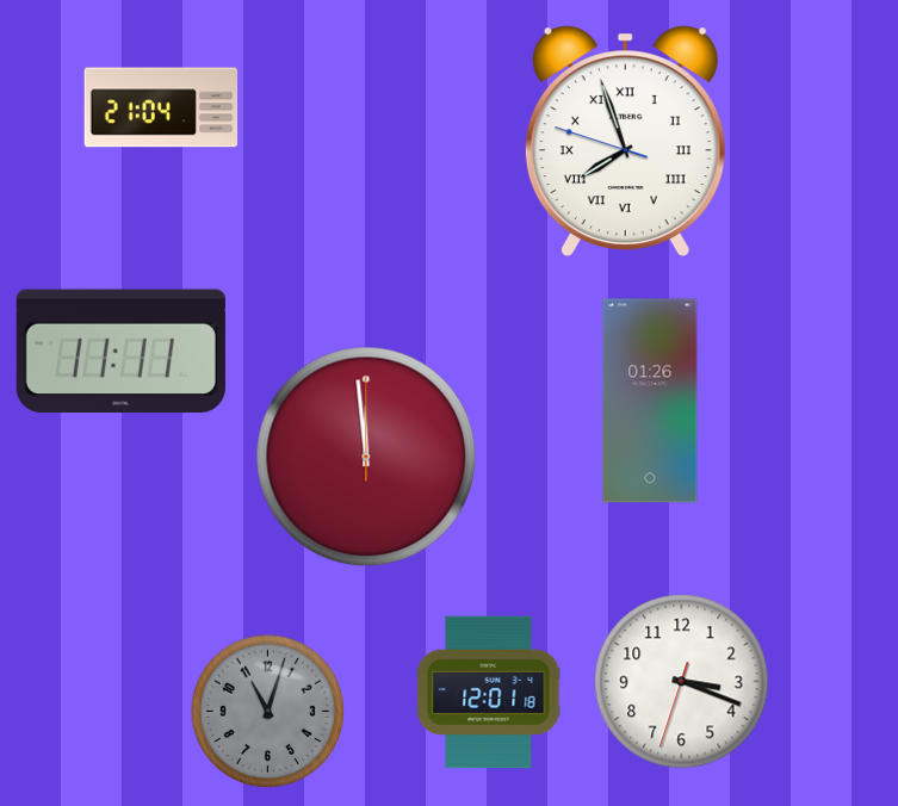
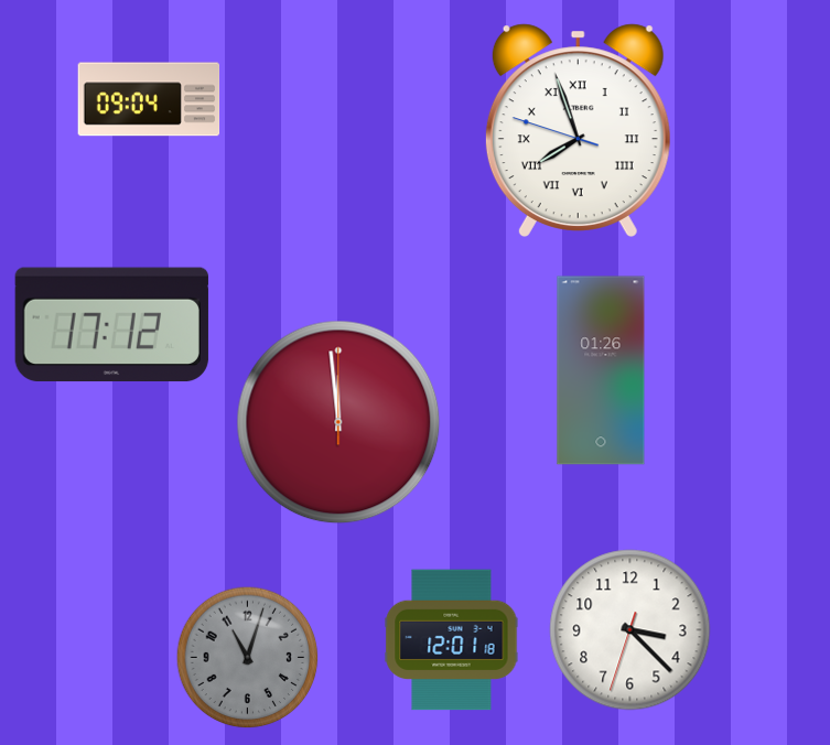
clock at (161, 107): 21:04 -> 09:04
clock at (120, 352): 11:11 -> 17:12
clock at (682, 682): 3:18 -> 3:22
